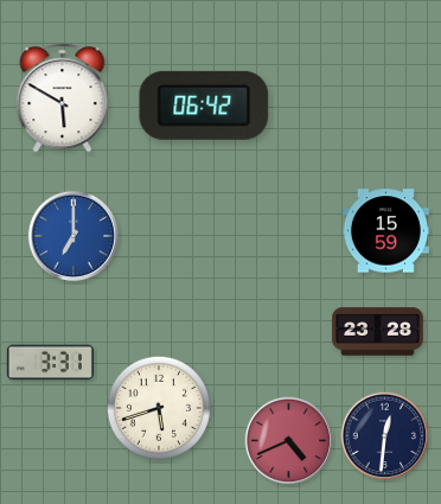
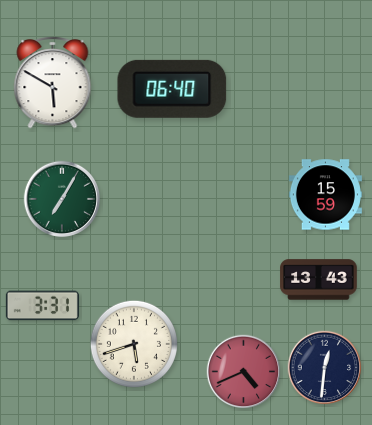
clock at (204, 106): 06:42 -> 06:40
clock at (73, 236): 7:00 -> 7:05
clock at (73, 236) dial: blue -> green
clock at (378, 332): 23:28 -> 13:43
